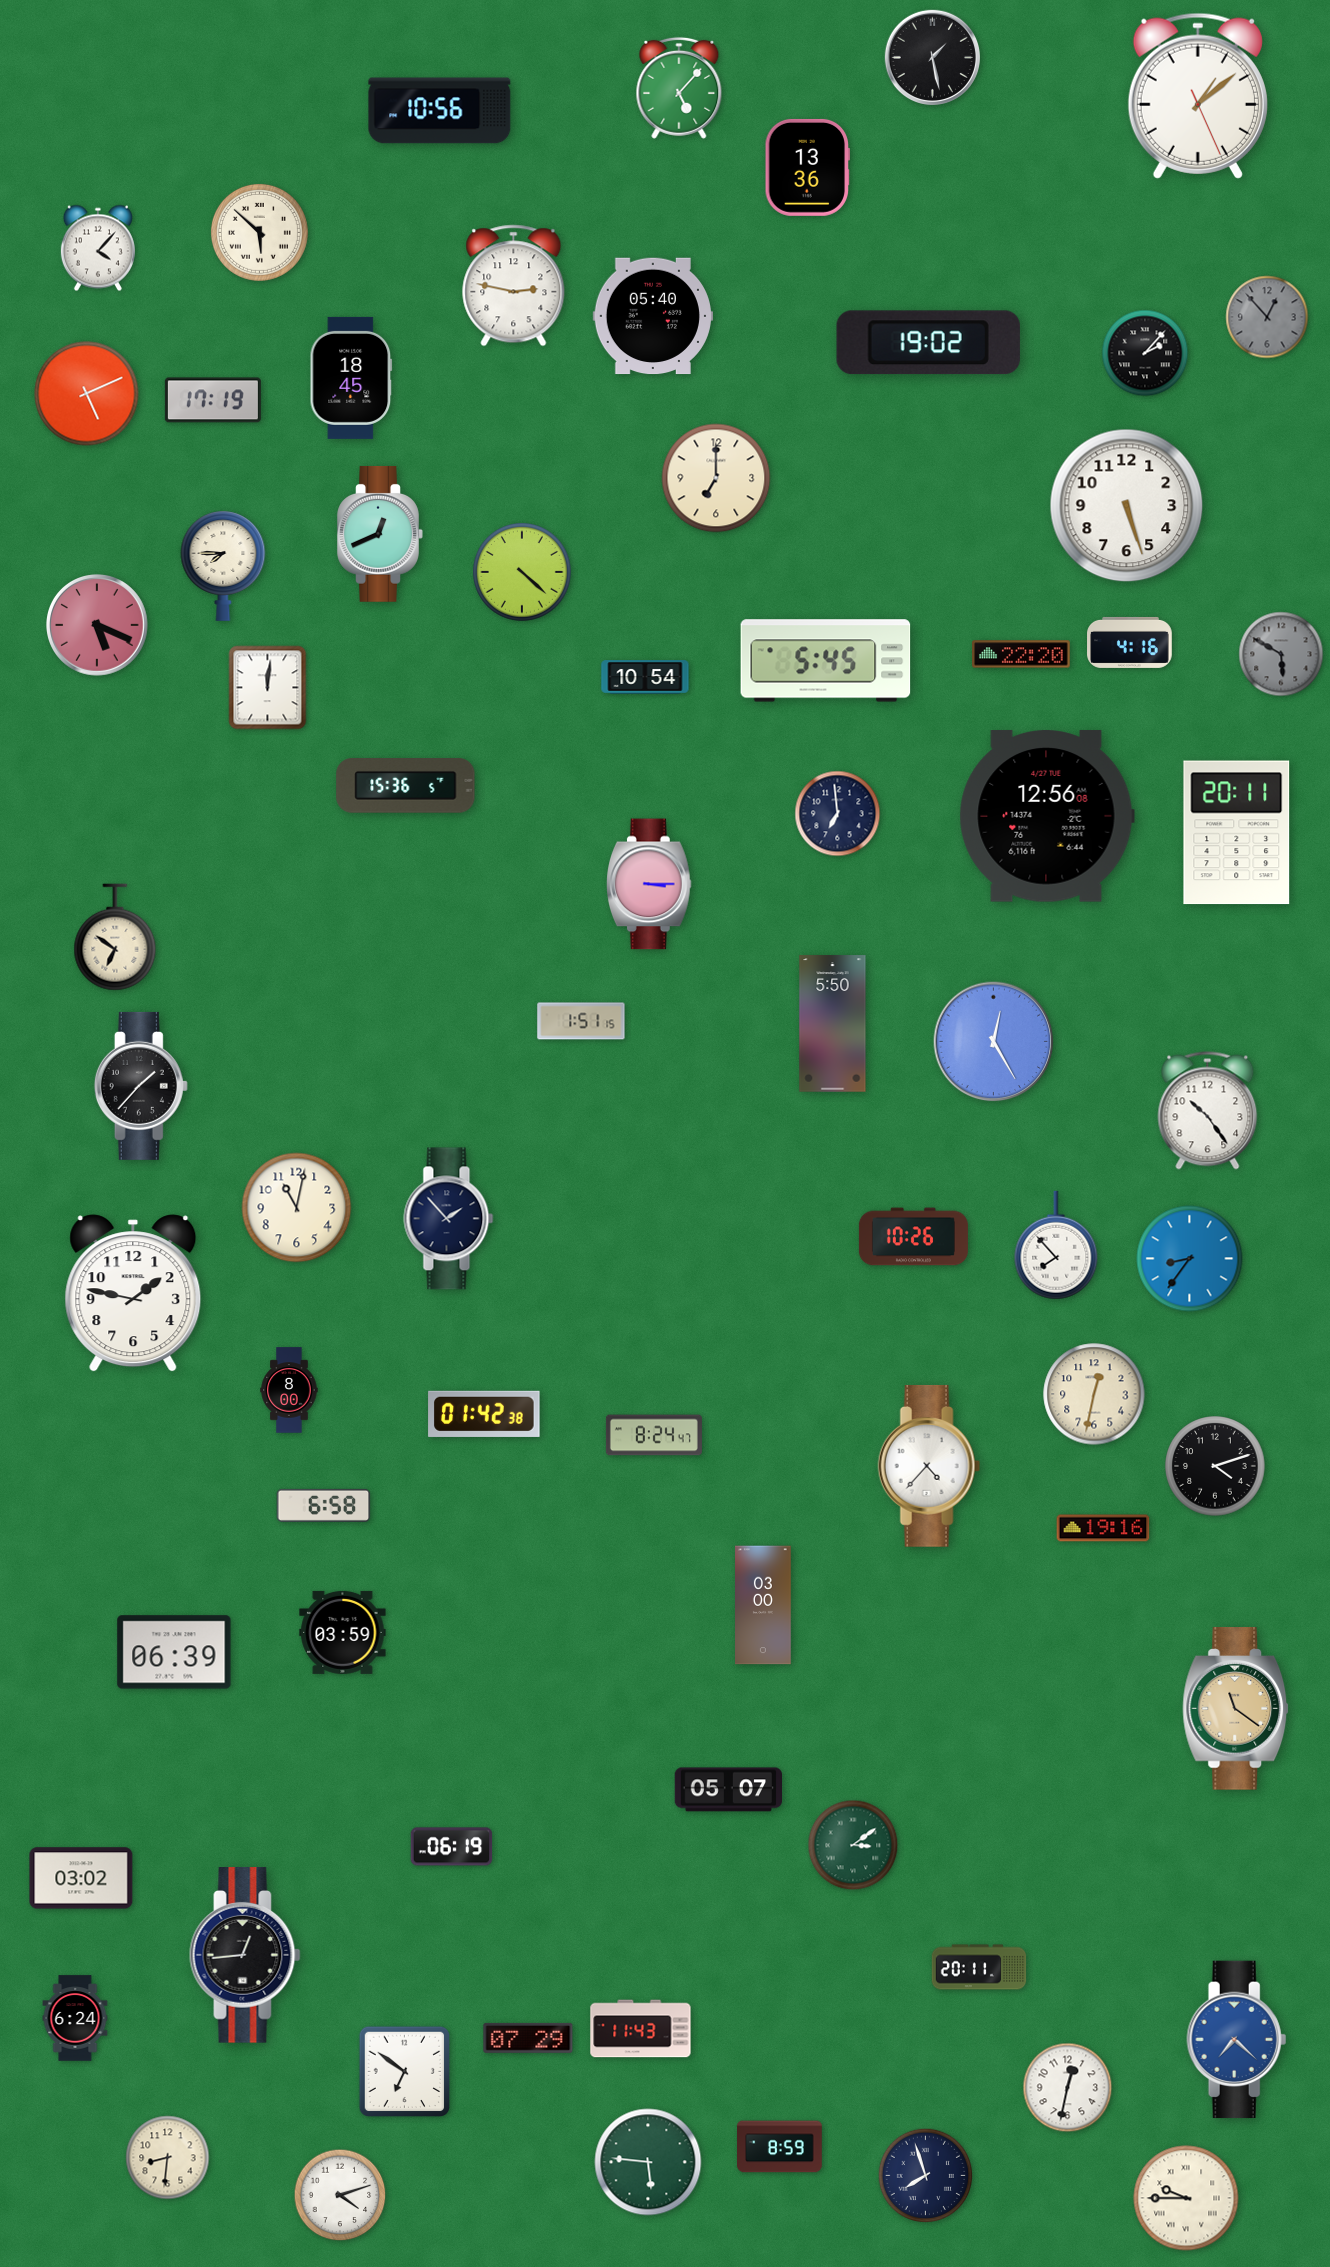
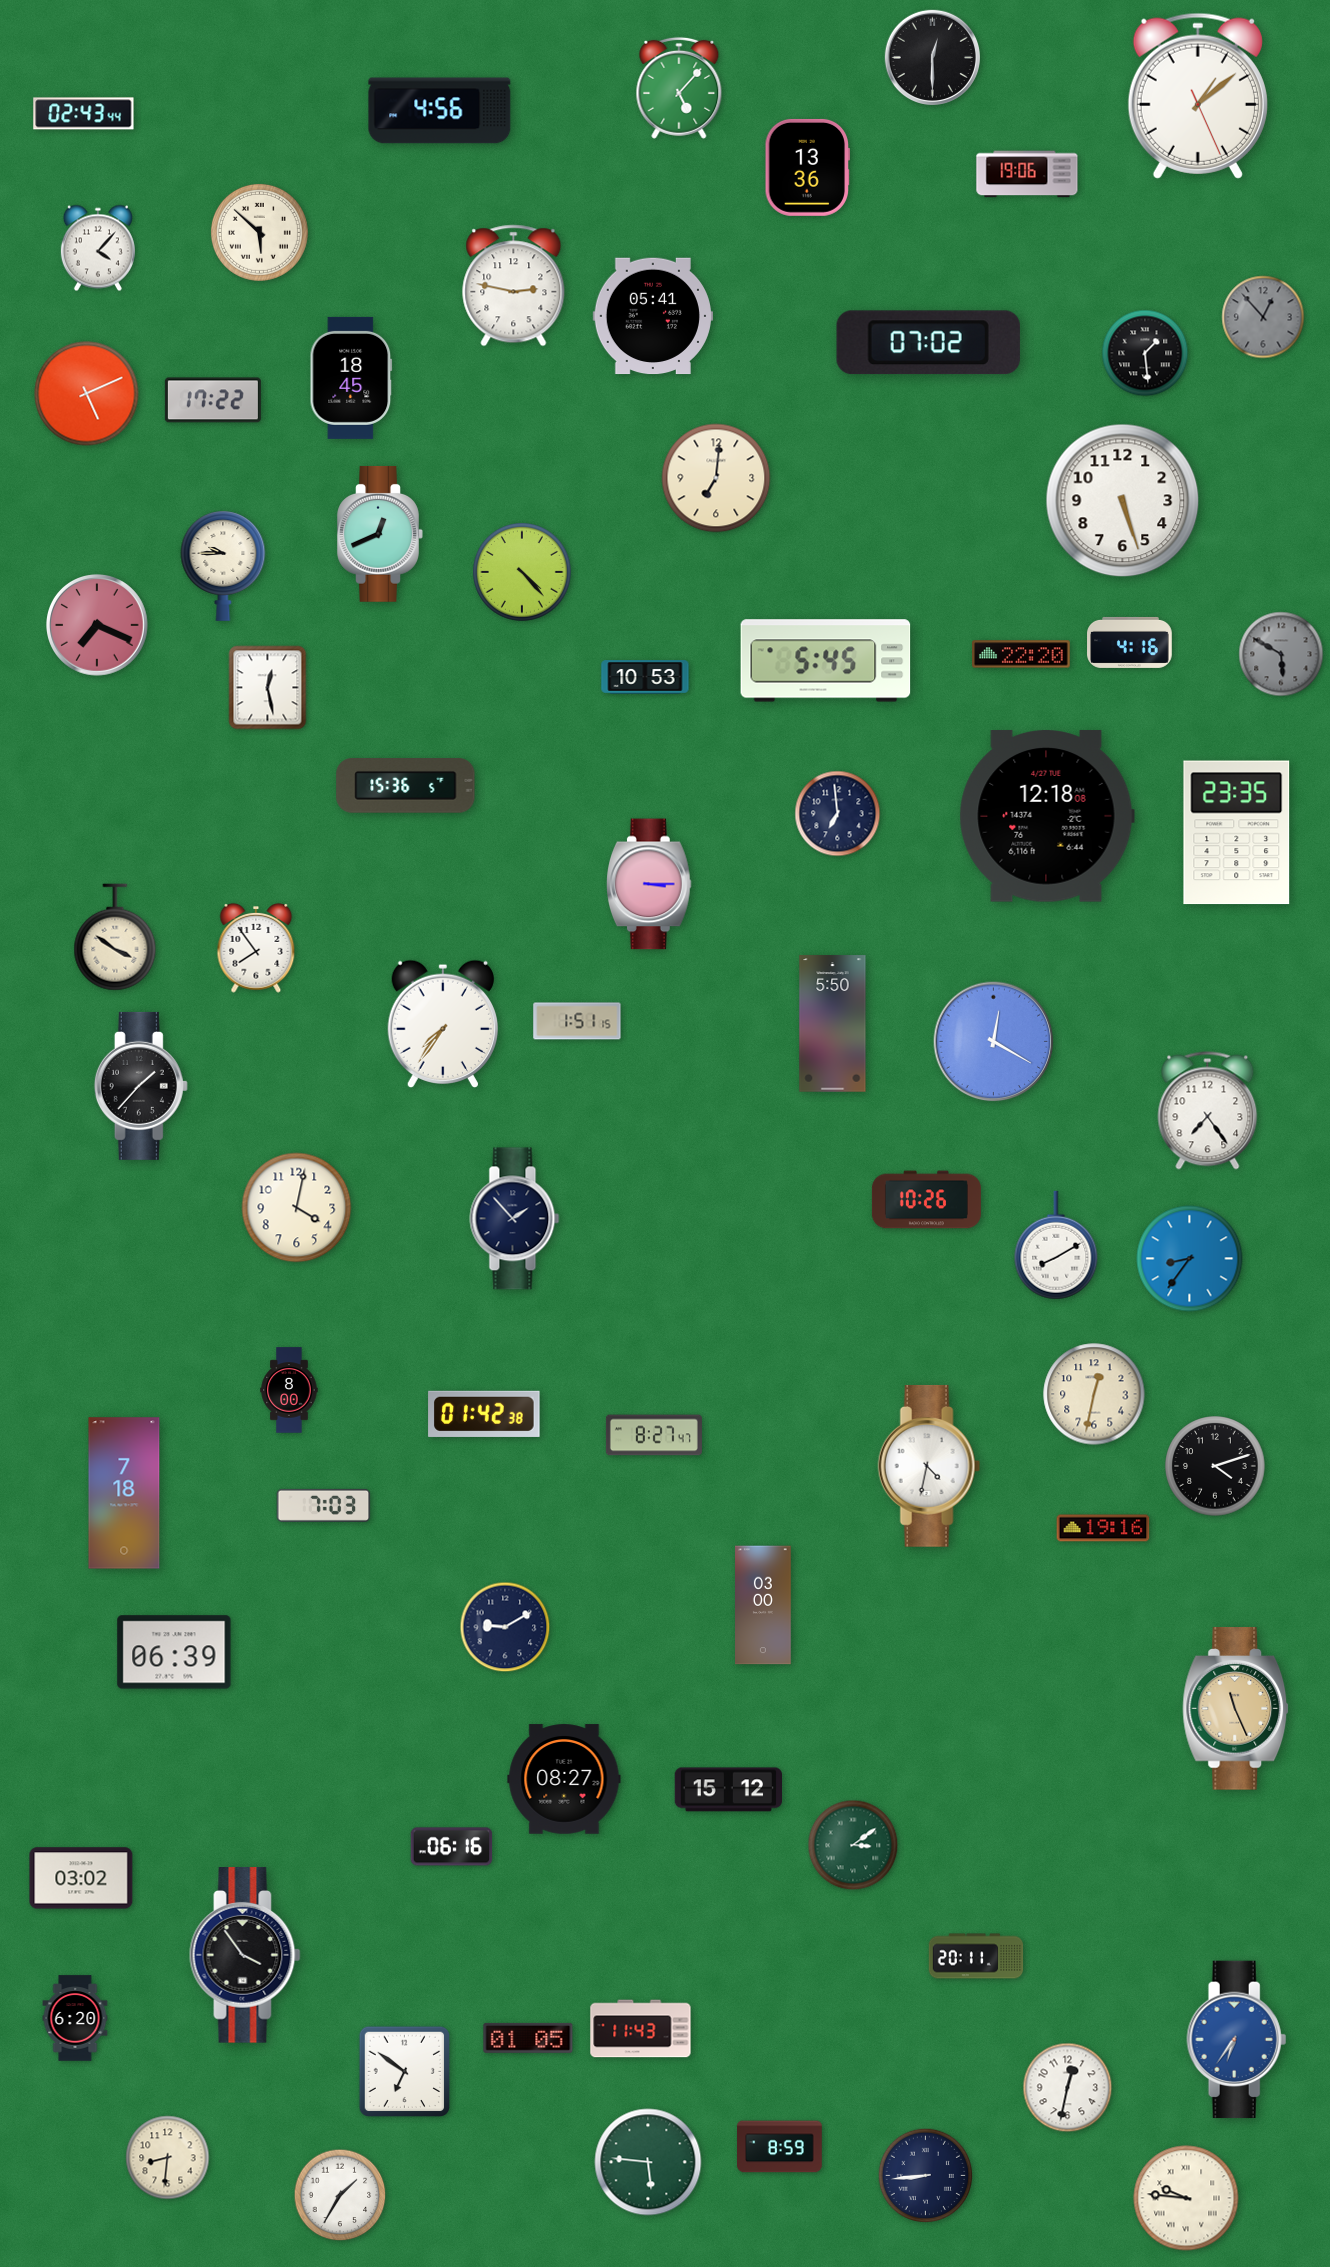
clock at (932, 57): 1:28 -> 12:30
clock at (440, 111): 10:56 -> 4:56
clock at (84, 114): none -> 02:43
clock at (1027, 174): none -> 19:06
clock at (652, 316): 05:40 -> 05:41
clock at (1267, 317) position: (1267, 317) -> (1263, 317)
clock at (928, 343): 19:02 -> 07:02
clock at (1145, 353): 2:07 -> 1:29
clock at (213, 400): 17:19 -> 17:22
clock at (716, 478): 7:00 -> 7:01
clock at (1127, 506) position: (1127, 506) -> (1123, 501)
clock at (223, 566): 7:45 -> 9:45
clock at (523, 573): 4:22 -> 4:23
clock at (98, 626): 5:19 -> 7:19
clock at (645, 677): 10:54 -> 10:53
clock at (268, 688): 12:01 -> 12:28
clock at (1047, 816): 12:56 -> 12:18
clock at (1237, 833): 20:11 -> 23:35
clock at (115, 937): 6:51 -> 3:51
clock at (256, 948): none -> 7:54
clock at (581, 1021) position: (581, 1021) -> (577, 1021)
clock at (442, 1023): none -> 7:36
clock at (994, 1042): 12:25 -> 12:20
clock at (1208, 1111): 10:24 -> 7:24
clock at (297, 1208): 11:02 -> 4:02
clock at (449, 1219) position: (449, 1219) -> (515, 1219)
clock at (913, 1237) position: (913, 1237) -> (926, 1200)
clock at (1056, 1245): 7:53 -> 8:10
clock at (133, 1293): 1:47 -> none
clock at (654, 1435): 8:24 -> 8:27
clock at (929, 1466): 4:37 -> 4:32
clock at (124, 1493): none -> 7:18
clock at (324, 1505): 6:58 -> 7:03
clock at (505, 1627): none -> 9:10
clock at (343, 1632): 03:59 -> none
clock at (1236, 1709): 11:21 -> 11:26
clock at (564, 1779): none -> 08:27
clock at (728, 1790): 05:07 -> 15:12
clock at (452, 1847): 06:19 -> 06:16
clock at (245, 1955): 12:44 -> 3:54
clock at (979, 1967) position: (979, 1967) -> (976, 1956)
clock at (75, 2018): 6:24 -> 6:20
clock at (528, 2038): 07:29 -> 01:05
clock at (1237, 2040): 7:22 -> 6:36
clock at (925, 2175): 7:57 -> 8:44
clock at (340, 2195): 4:12 -> 1:35
clock at (1186, 2198): 9:45 -> 9:46
